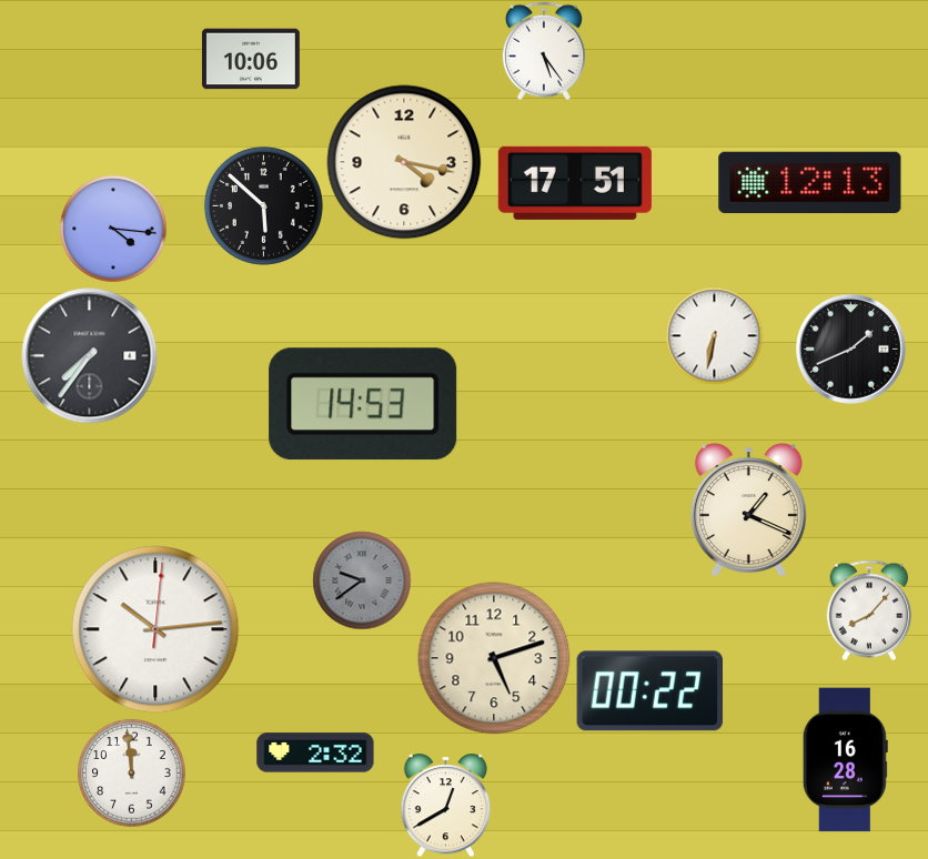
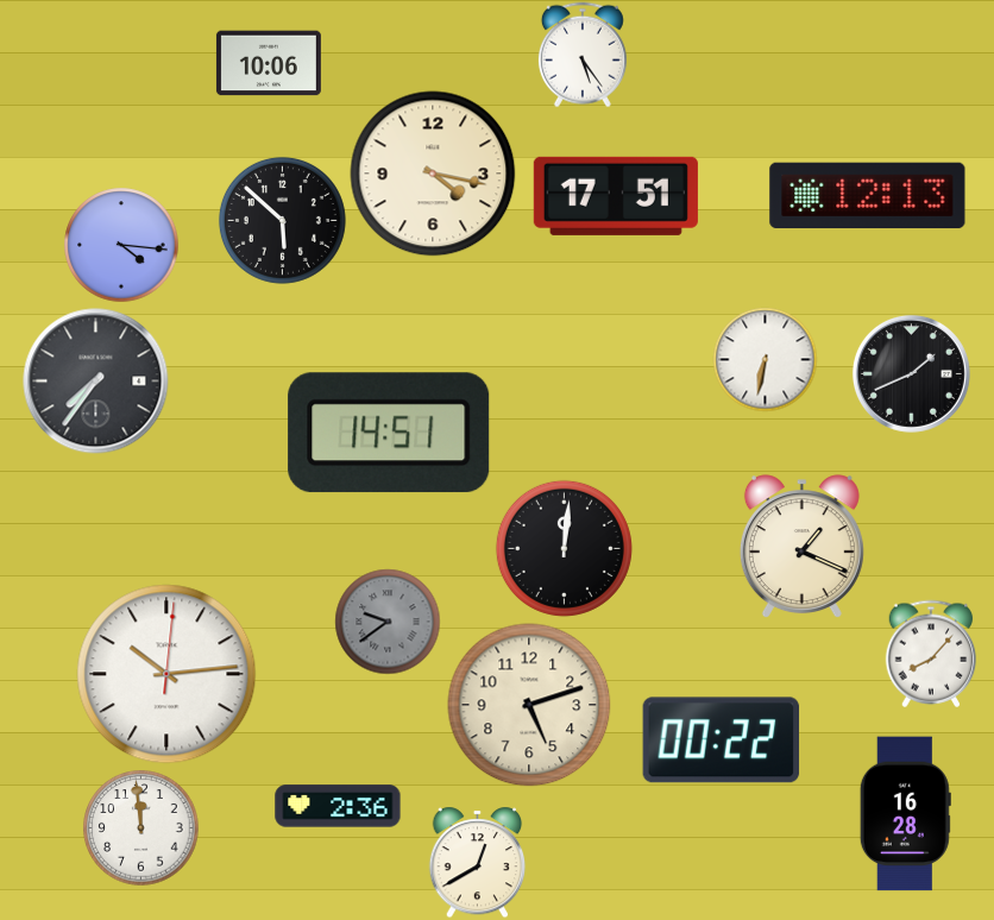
clock at (363, 404): 14:53 -> 14:51
clock at (564, 548): none -> 12:01
clock at (650, 691) position: (650, 691) -> (722, 741)
clock at (315, 752): 2:32 -> 2:36
